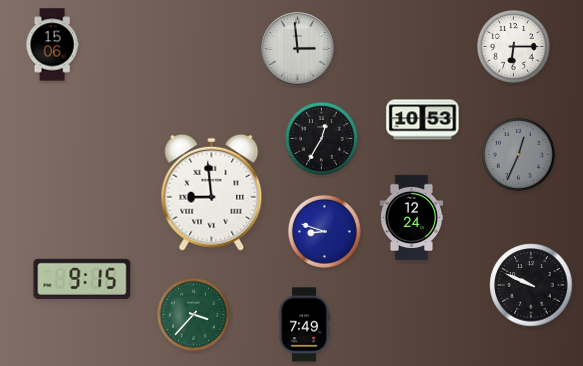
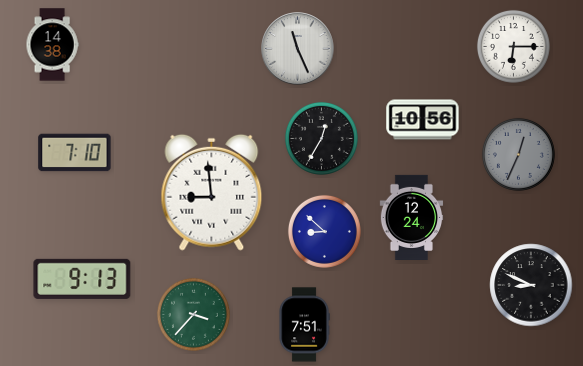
clock at (52, 45): 15:06 -> 14:38
clock at (298, 49): 2:59 -> 11:26
clock at (423, 120): 10:53 -> 10:56
clock at (75, 153): none -> 7:10
clock at (324, 231): 8:48 -> 8:52
clock at (82, 279): 9:15 -> 9:13
clock at (531, 285): 9:49 -> 8:49
clock at (304, 325): 7:49 -> 7:51
